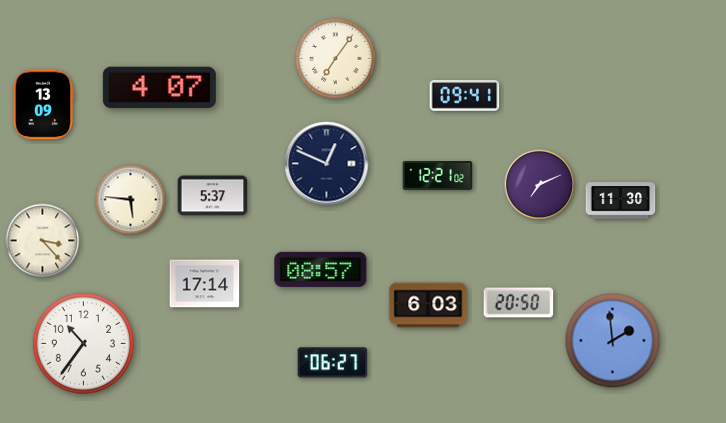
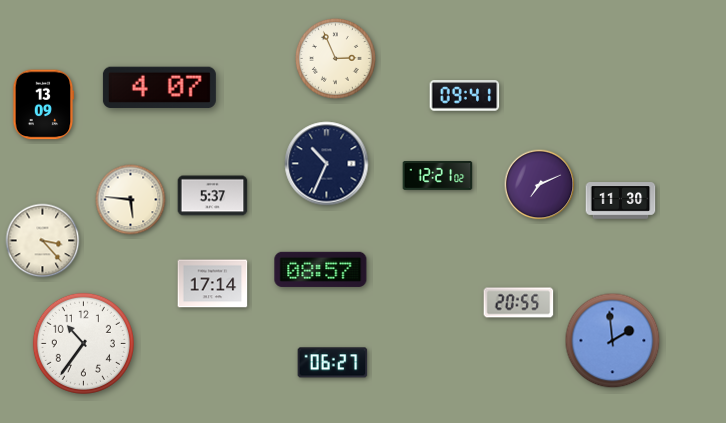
clock at (335, 58): 7:06 -> 2:56
clock at (327, 164): 12:49 -> 10:34
clock at (205, 284) position: (205, 284) -> (213, 284)
clock at (519, 303): 20:50 -> 20:55
clock at (428, 305): 6:03 -> none
